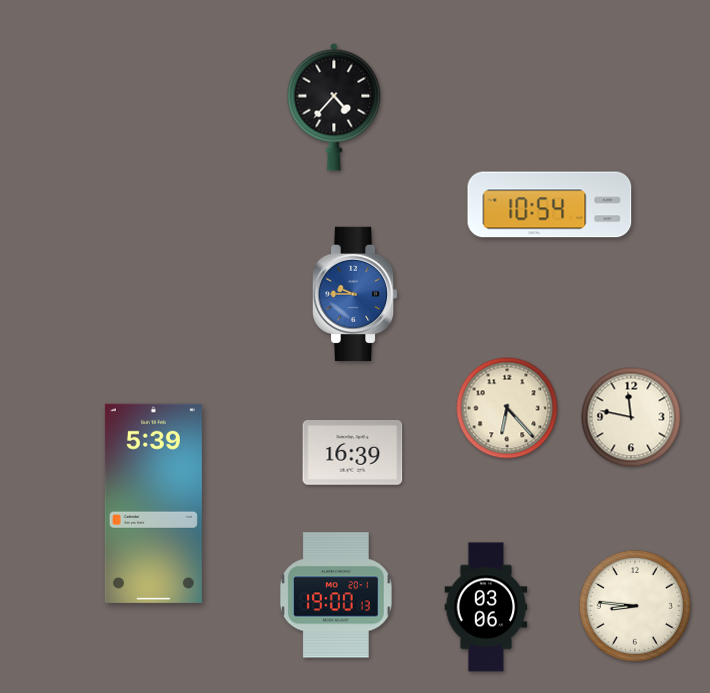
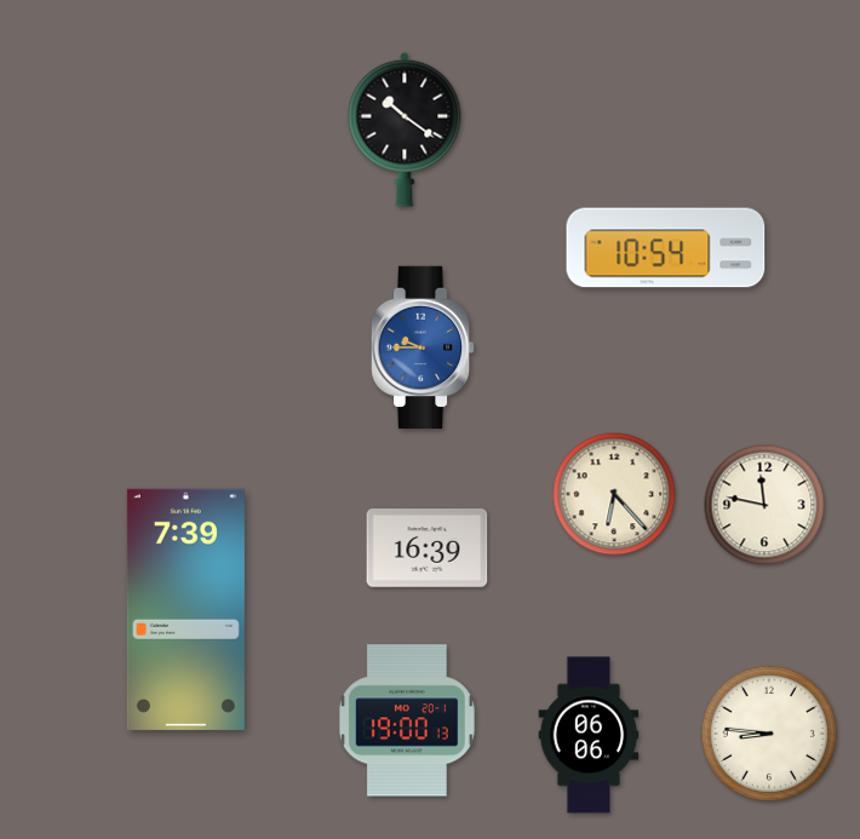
clock at (334, 107): 4:37 -> 10:21
clock at (355, 293) position: (355, 293) -> (423, 346)
clock at (153, 503): 5:39 -> 7:39
clock at (486, 607): 03:06 -> 06:06
